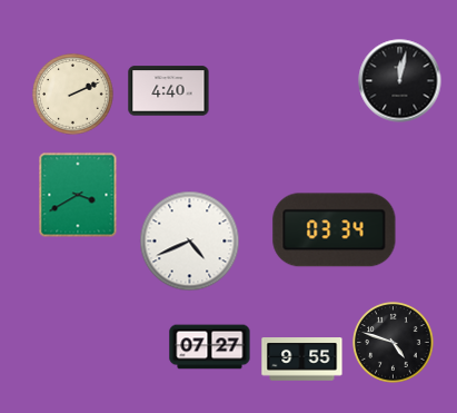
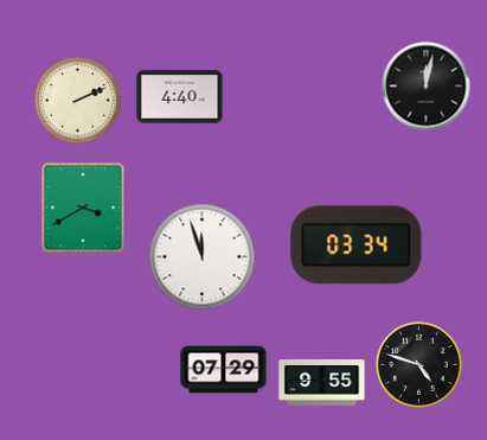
clock at (190, 242): 4:41 -> 11:57
clock at (210, 347): 07:27 -> 07:29
